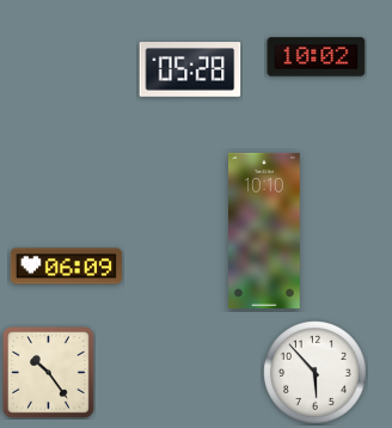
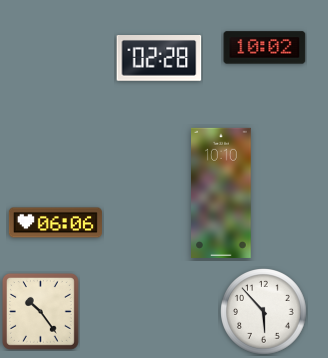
clock at (190, 71): 05:28 -> 02:28
clock at (66, 267): 06:09 -> 06:06
